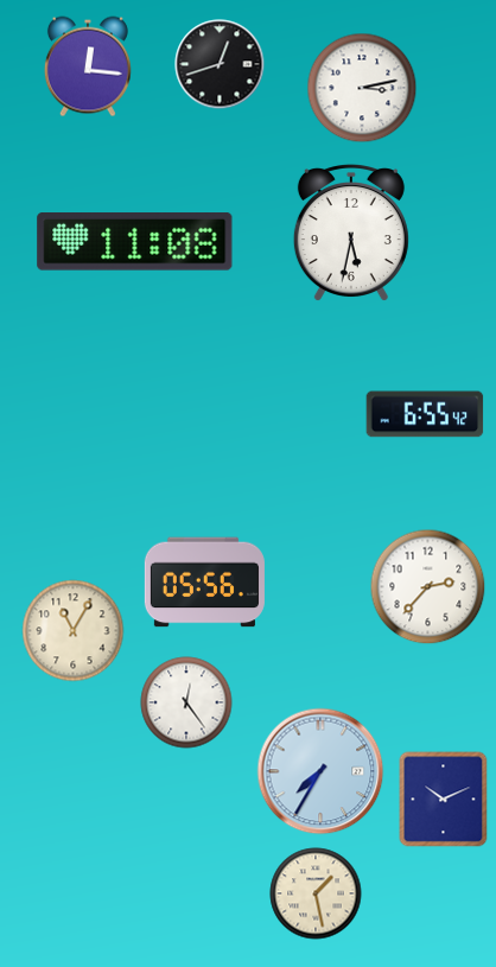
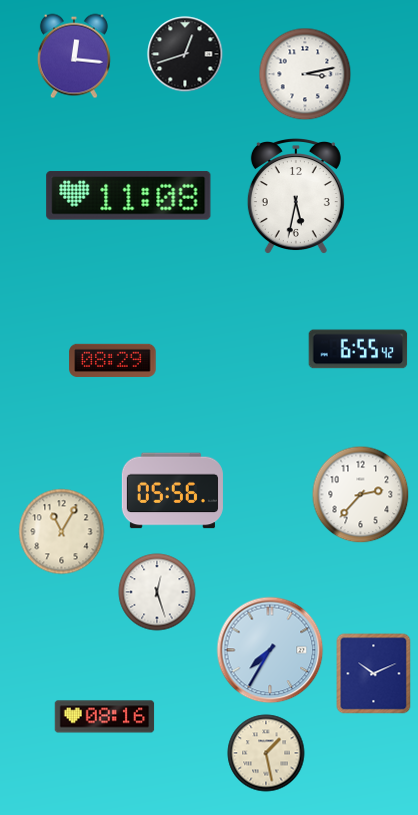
clock at (135, 242) position: (135, 242) -> (129, 196)
clock at (113, 360): none -> 08:29
clock at (186, 702): 12:24 -> 12:27
clock at (105, 717): none -> 08:16
